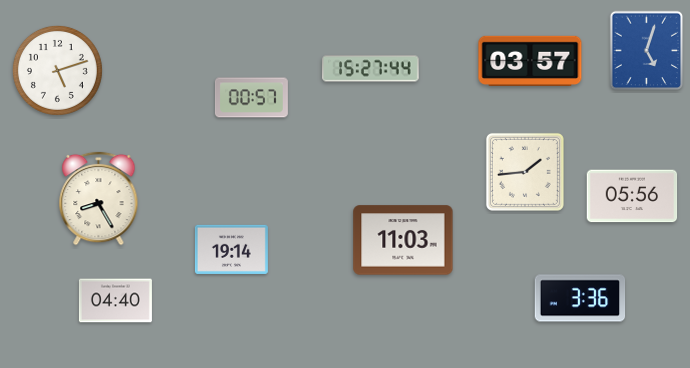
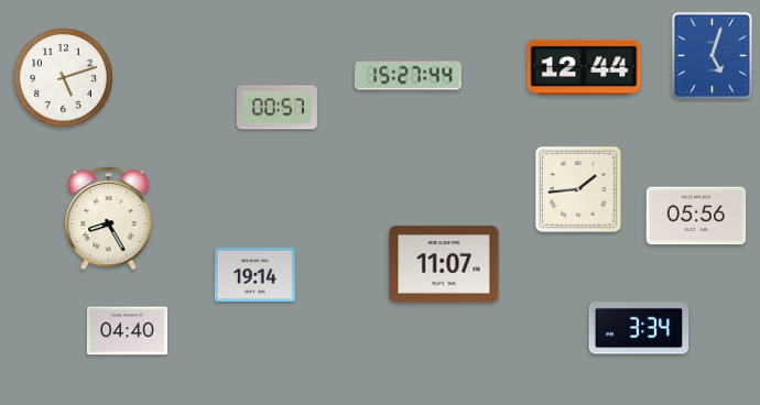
clock at (530, 60): 03:57 -> 12:44
clock at (403, 240): 11:03 -> 11:07
clock at (580, 298): 3:36 -> 3:34
